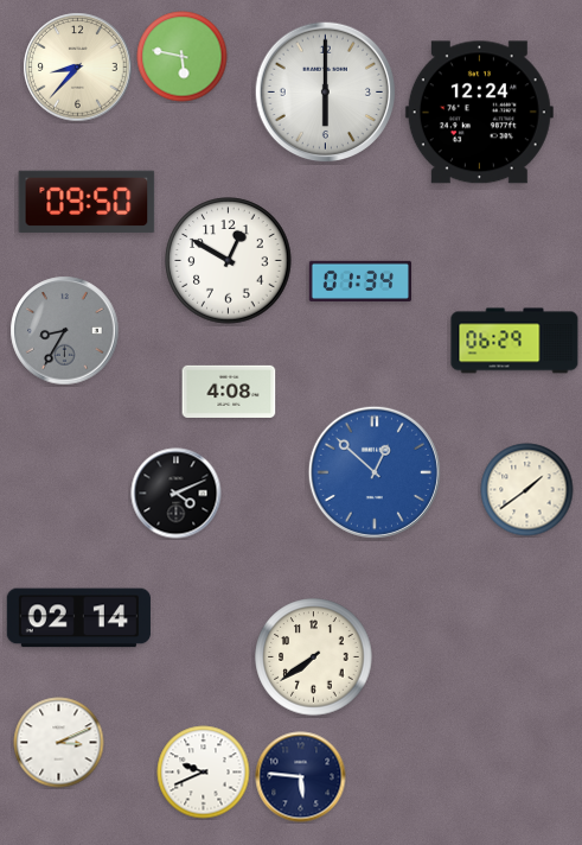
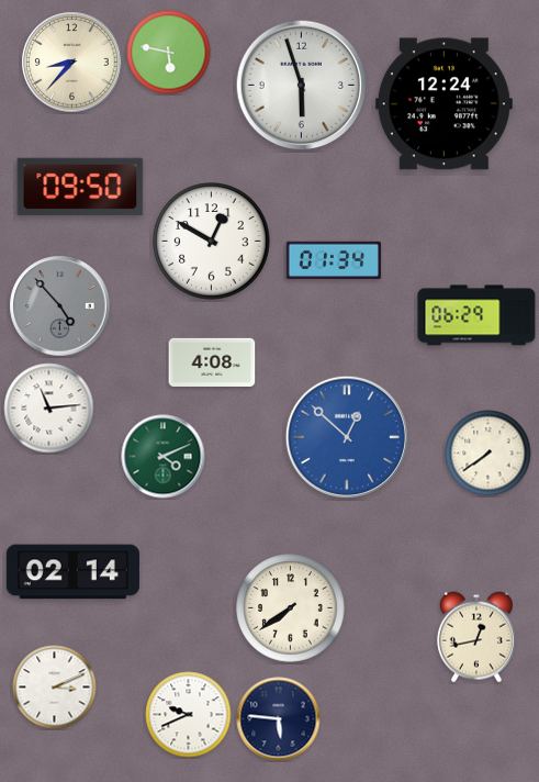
clock at (326, 93): 6:00 -> 5:57
clock at (65, 331): 8:35 -> 4:53
clock at (49, 409): none -> 11:14
clock at (527, 490): 1:39 -> 7:39
clock at (177, 494) dial: black -> green
clock at (476, 637): none -> 12:43
